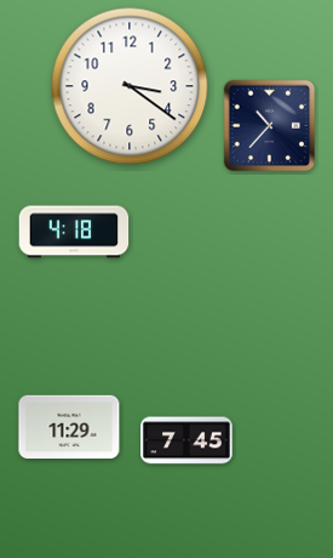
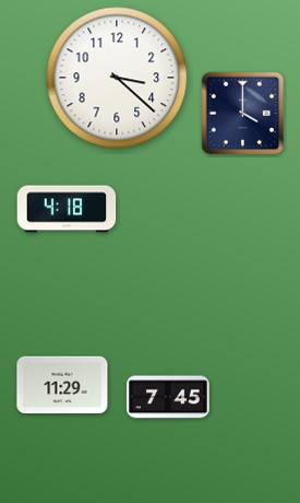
clock at (130, 86): 3:21 -> 3:22
clock at (270, 126): 10:37 -> 4:00
